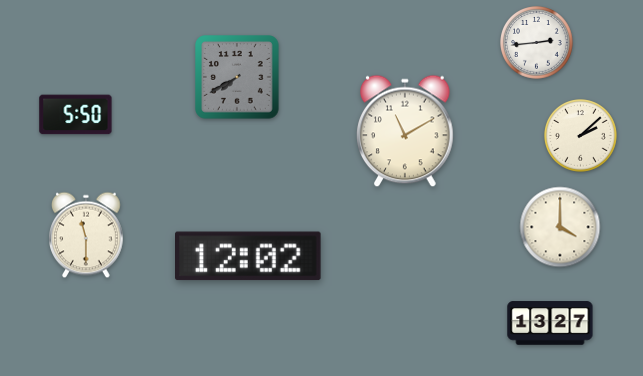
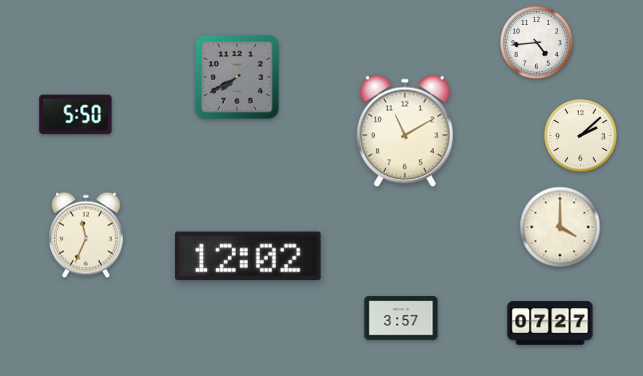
clock at (537, 43): 2:44 -> 4:44
clock at (87, 235): 11:30 -> 11:34
clock at (401, 318): none -> 3:57
clock at (550, 323): 13:27 -> 07:27
